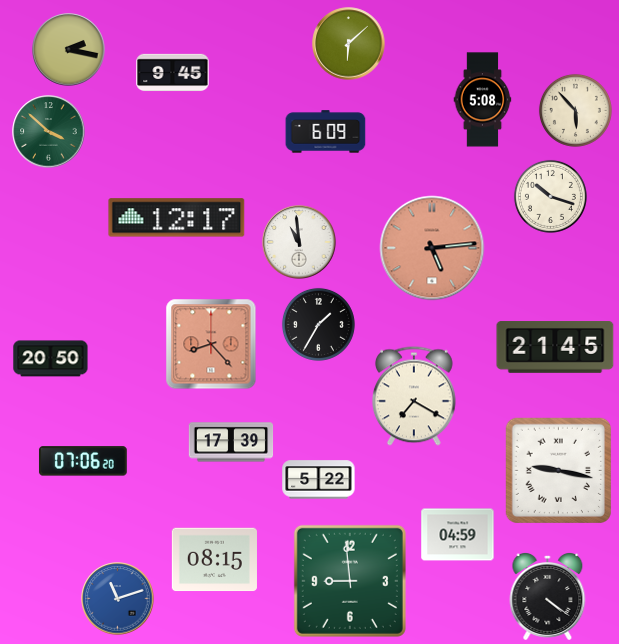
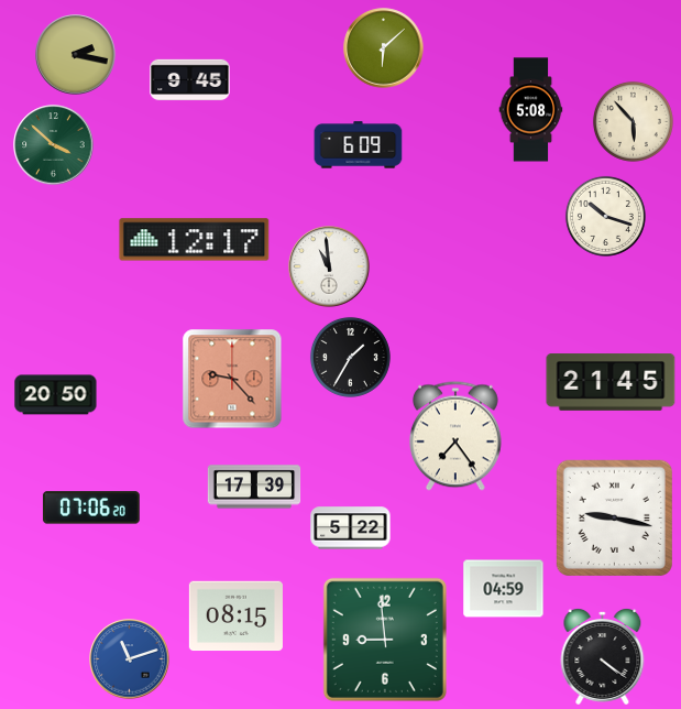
clock at (432, 248): 5:14 -> none
clock at (211, 344): 8:23 -> 9:23
clock at (414, 396): 7:20 -> 7:24
